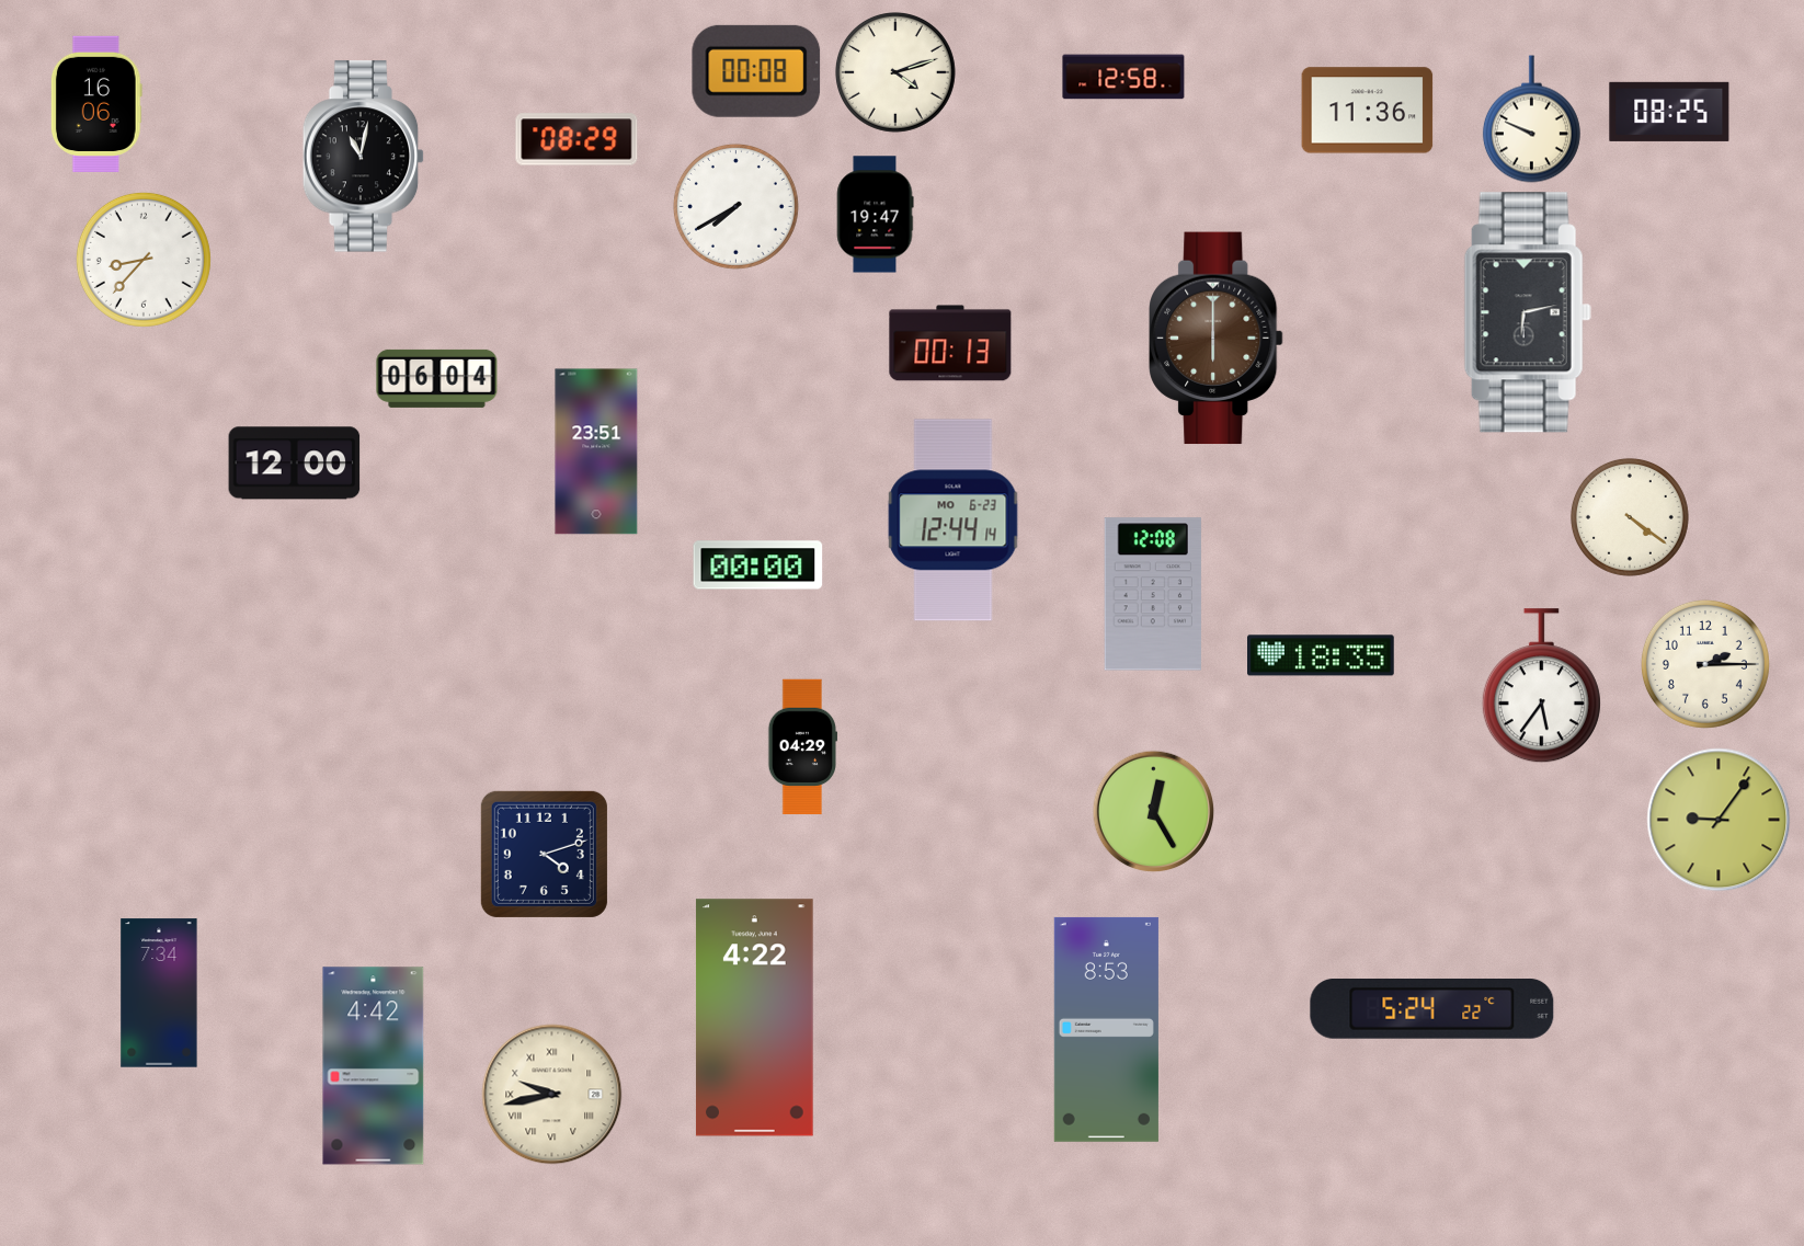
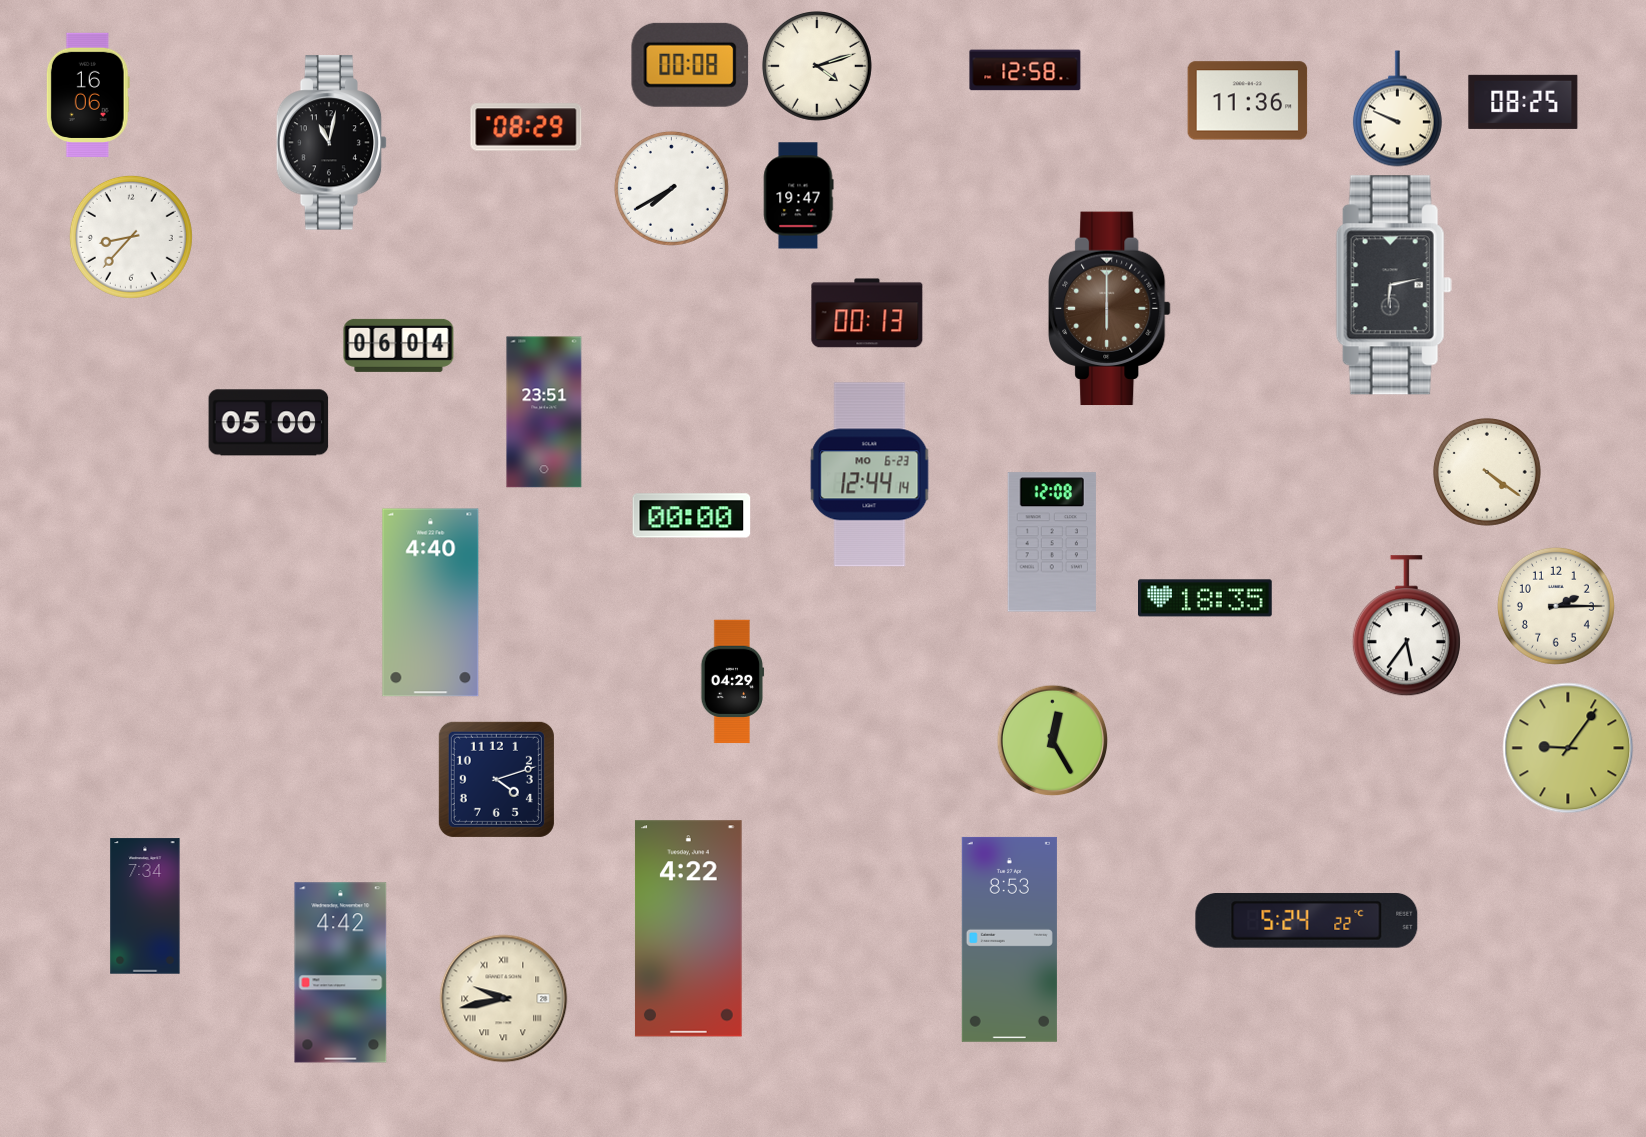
clock at (295, 464): 12:00 -> 05:00
clock at (431, 603): none -> 4:40
